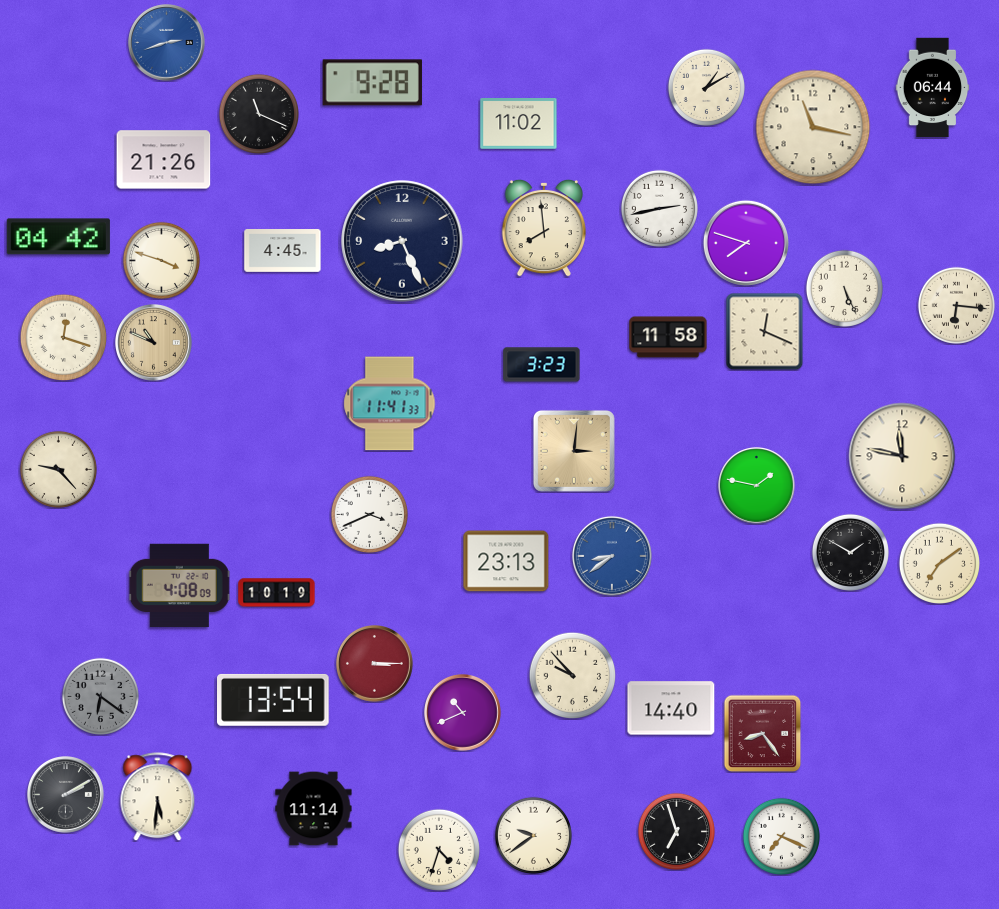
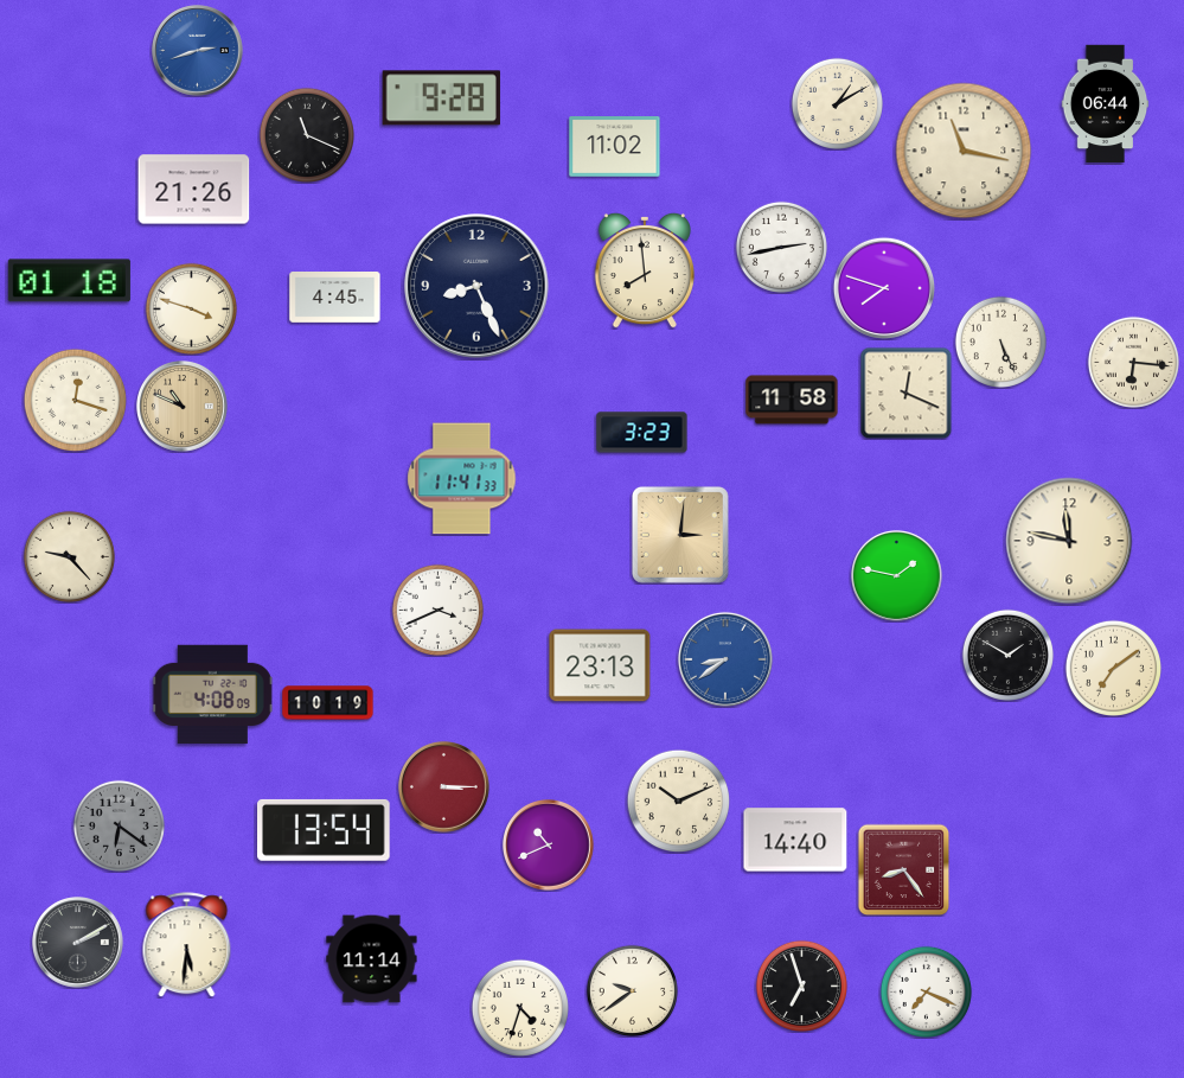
clock at (58, 237): 04:42 -> 01:18
clock at (572, 675): 9:53 -> 10:11
